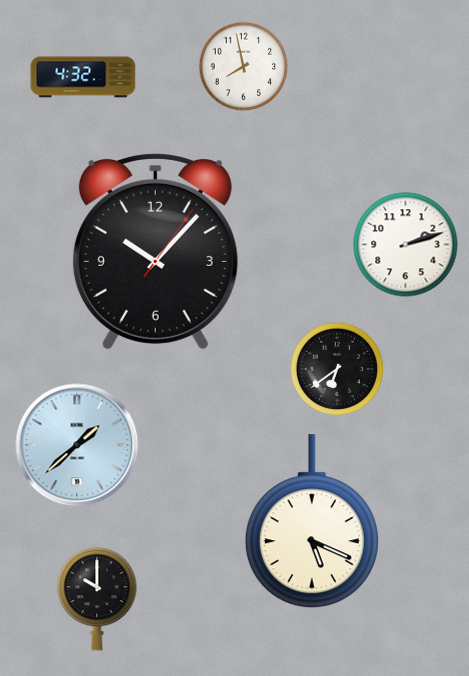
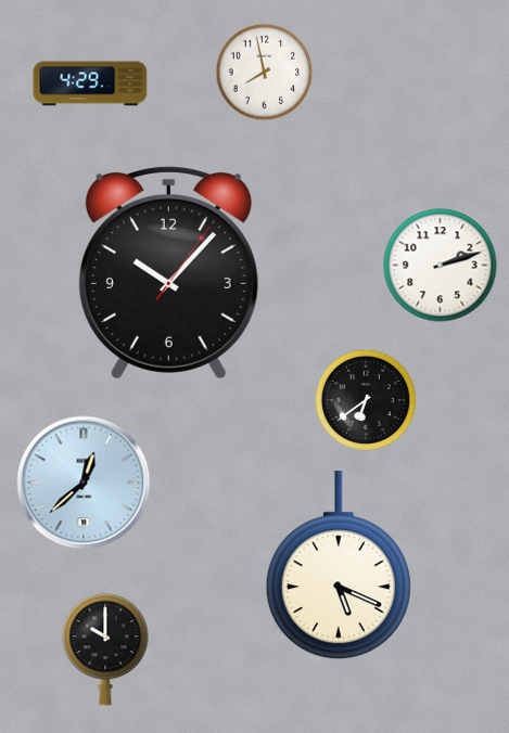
clock at (83, 77): 4:32 -> 4:29
clock at (77, 445): 1:38 -> 12:38
